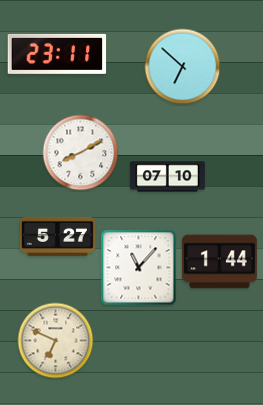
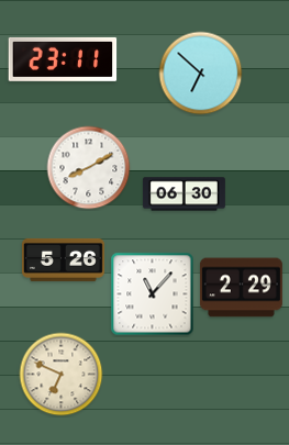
clock at (167, 177): 07:10 -> 06:30
clock at (57, 236): 5:27 -> 5:26
clock at (219, 262): 1:44 -> 2:29
